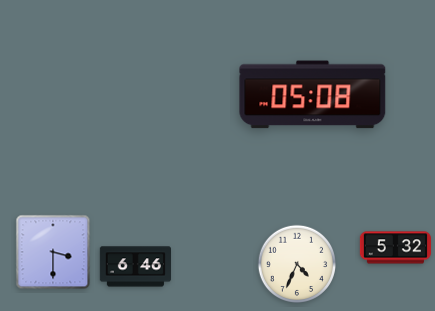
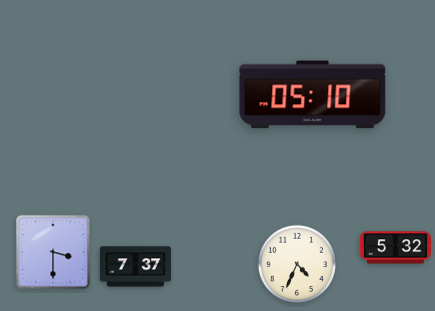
clock at (313, 95): 05:08 -> 05:10
clock at (135, 267): 6:46 -> 7:37
